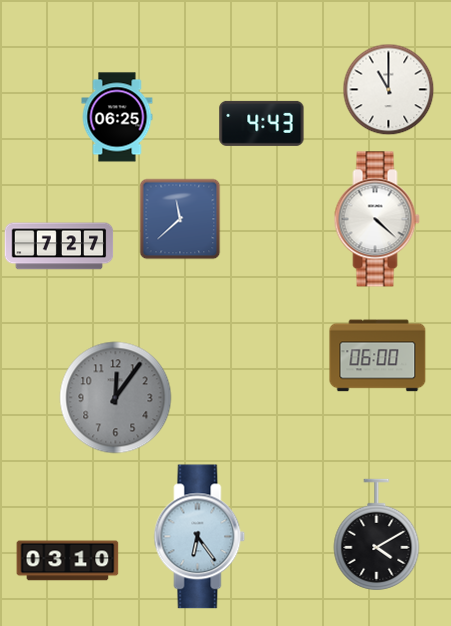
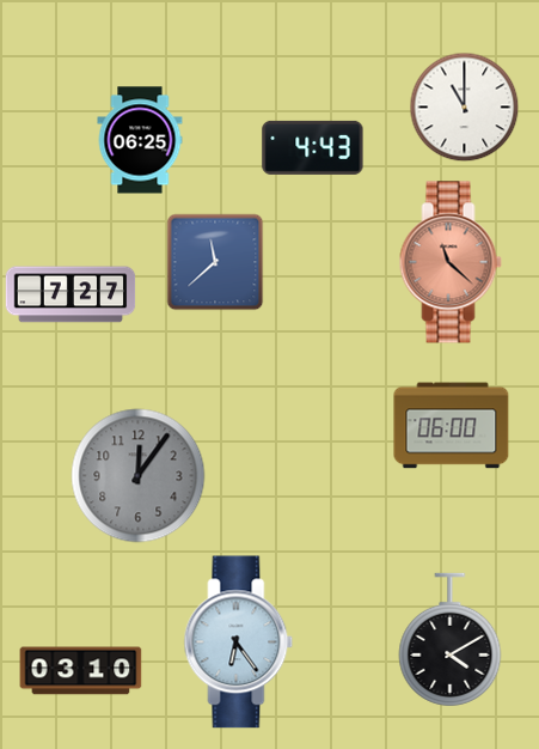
clock at (377, 219): 4:22 -> 11:22
clock at (377, 219) dial: white -> salmon
